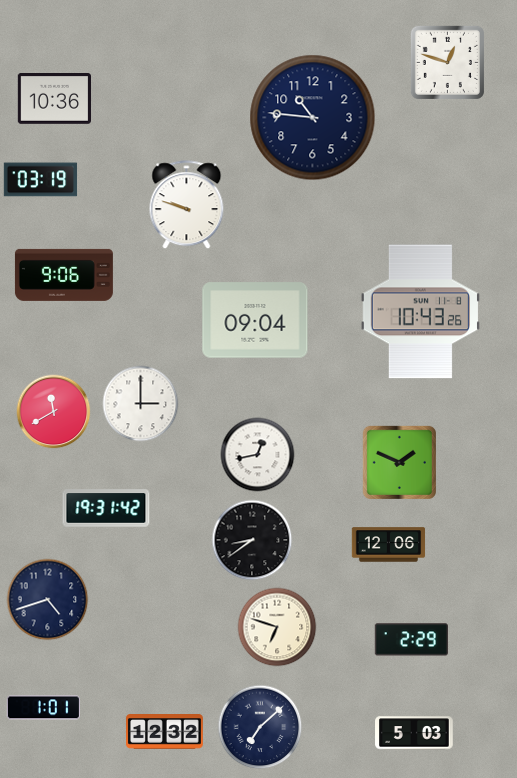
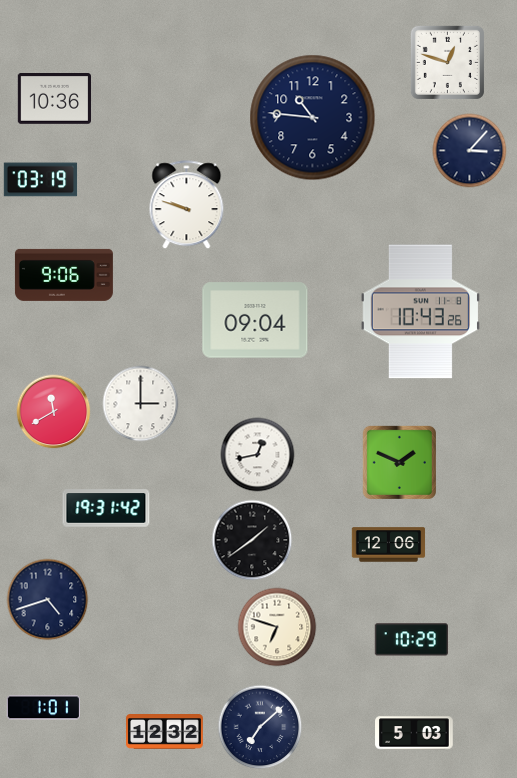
clock at (470, 151): none -> 3:07
clock at (252, 540): 8:39 -> 1:39
clock at (411, 640): 2:29 -> 10:29
